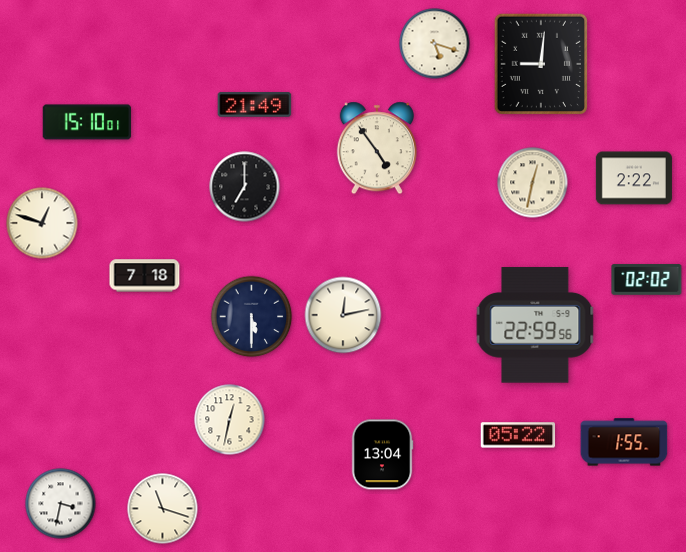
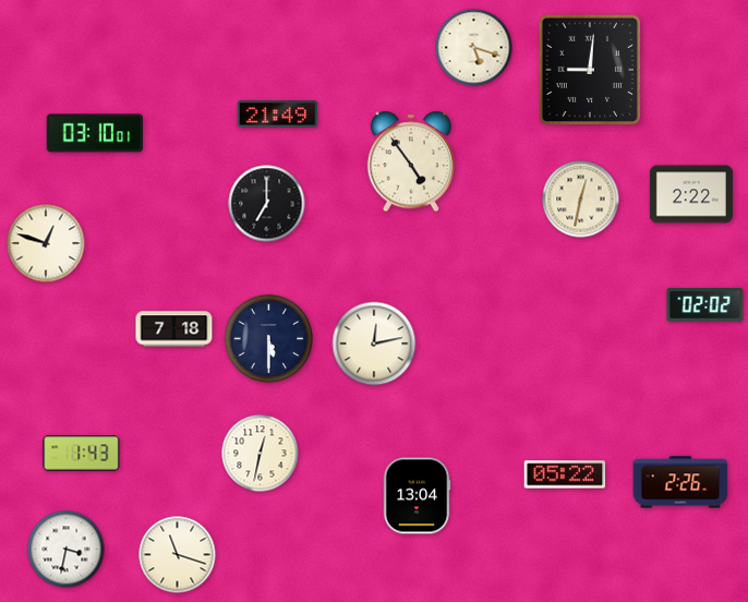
clock at (87, 122): 15:10 -> 03:10
clock at (145, 276) position: (145, 276) -> (174, 329)
clock at (252, 317) position: (252, 317) -> (269, 339)
clock at (535, 325): 22:59 -> none
clock at (82, 454): none -> 1:43
clock at (230, 420) position: (230, 420) -> (261, 454)
clock at (624, 442): 1:55 -> 2:26
